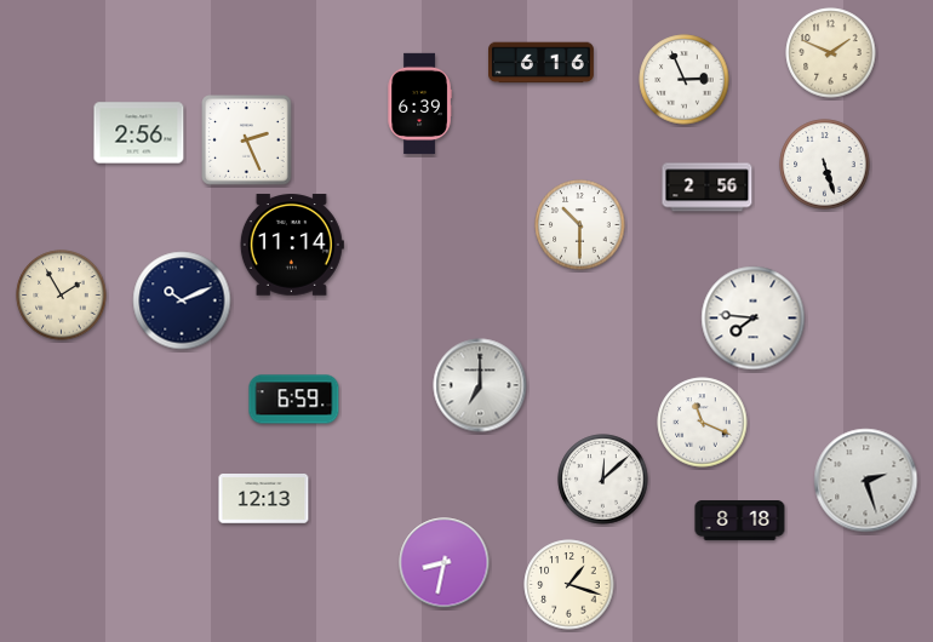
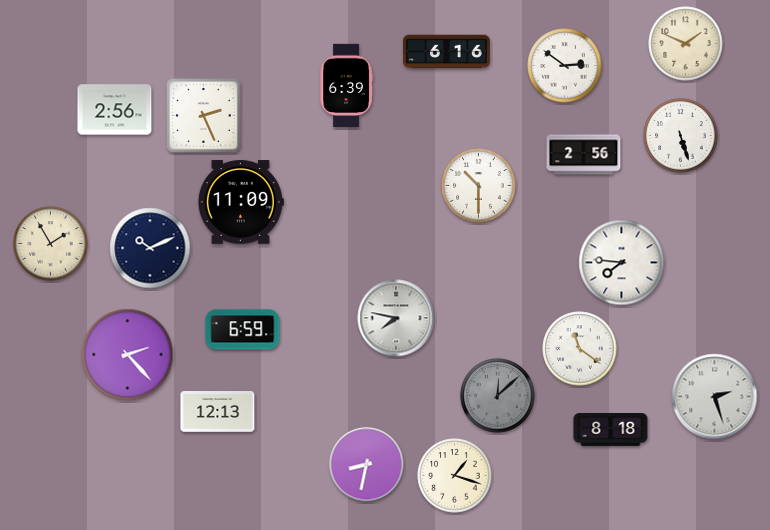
clock at (685, 80): 2:56 -> 2:51
clock at (292, 245): 11:14 -> 11:09
clock at (480, 385): 7:00 -> 7:47
clock at (703, 423): 11:19 -> 11:21
clock at (128, 355): none -> 2:23
clock at (603, 480) dial: white -> grey
clock at (569, 585) position: (569, 585) -> (455, 476)
